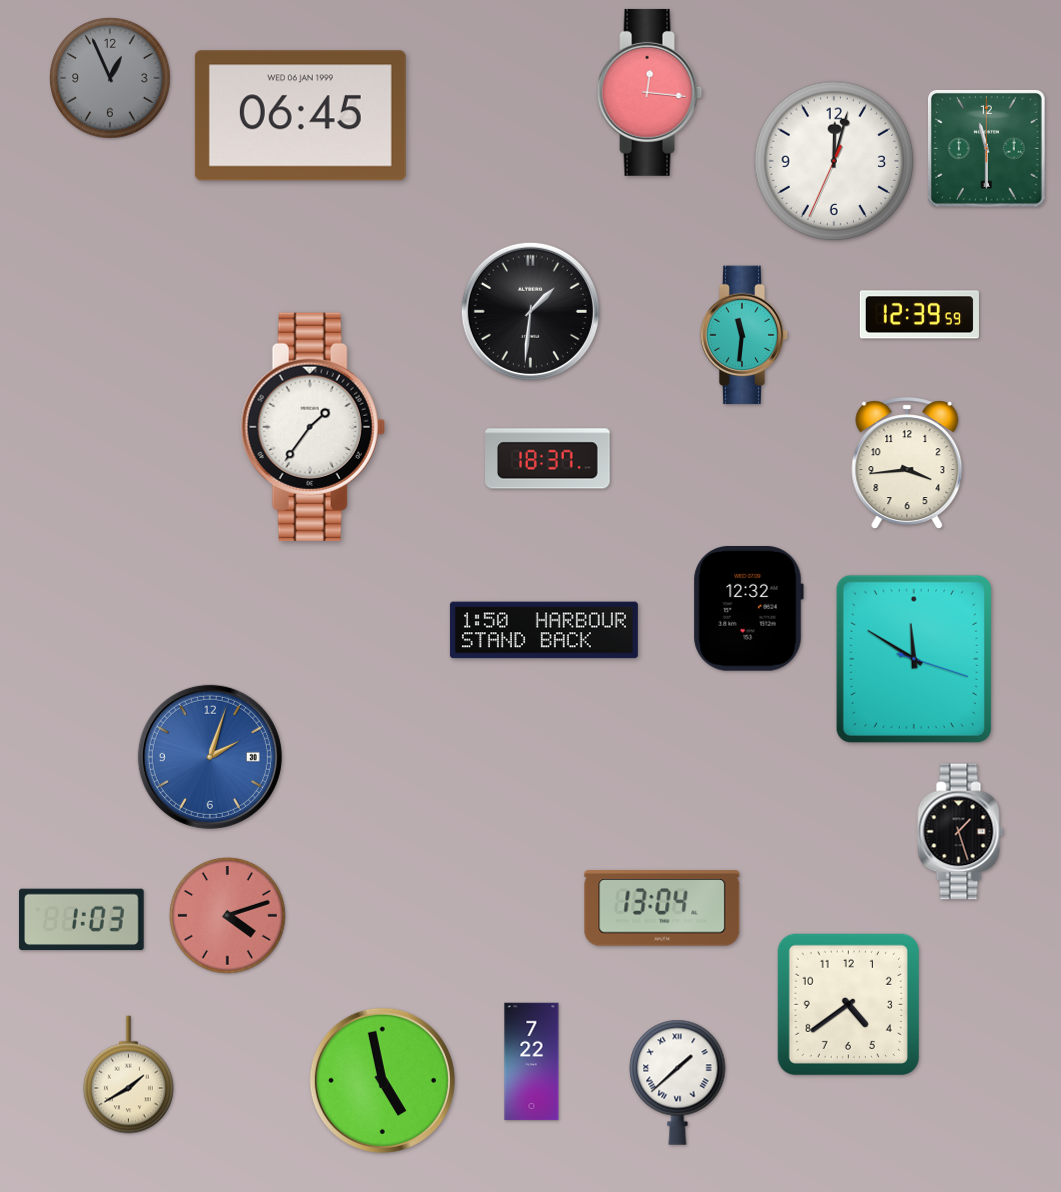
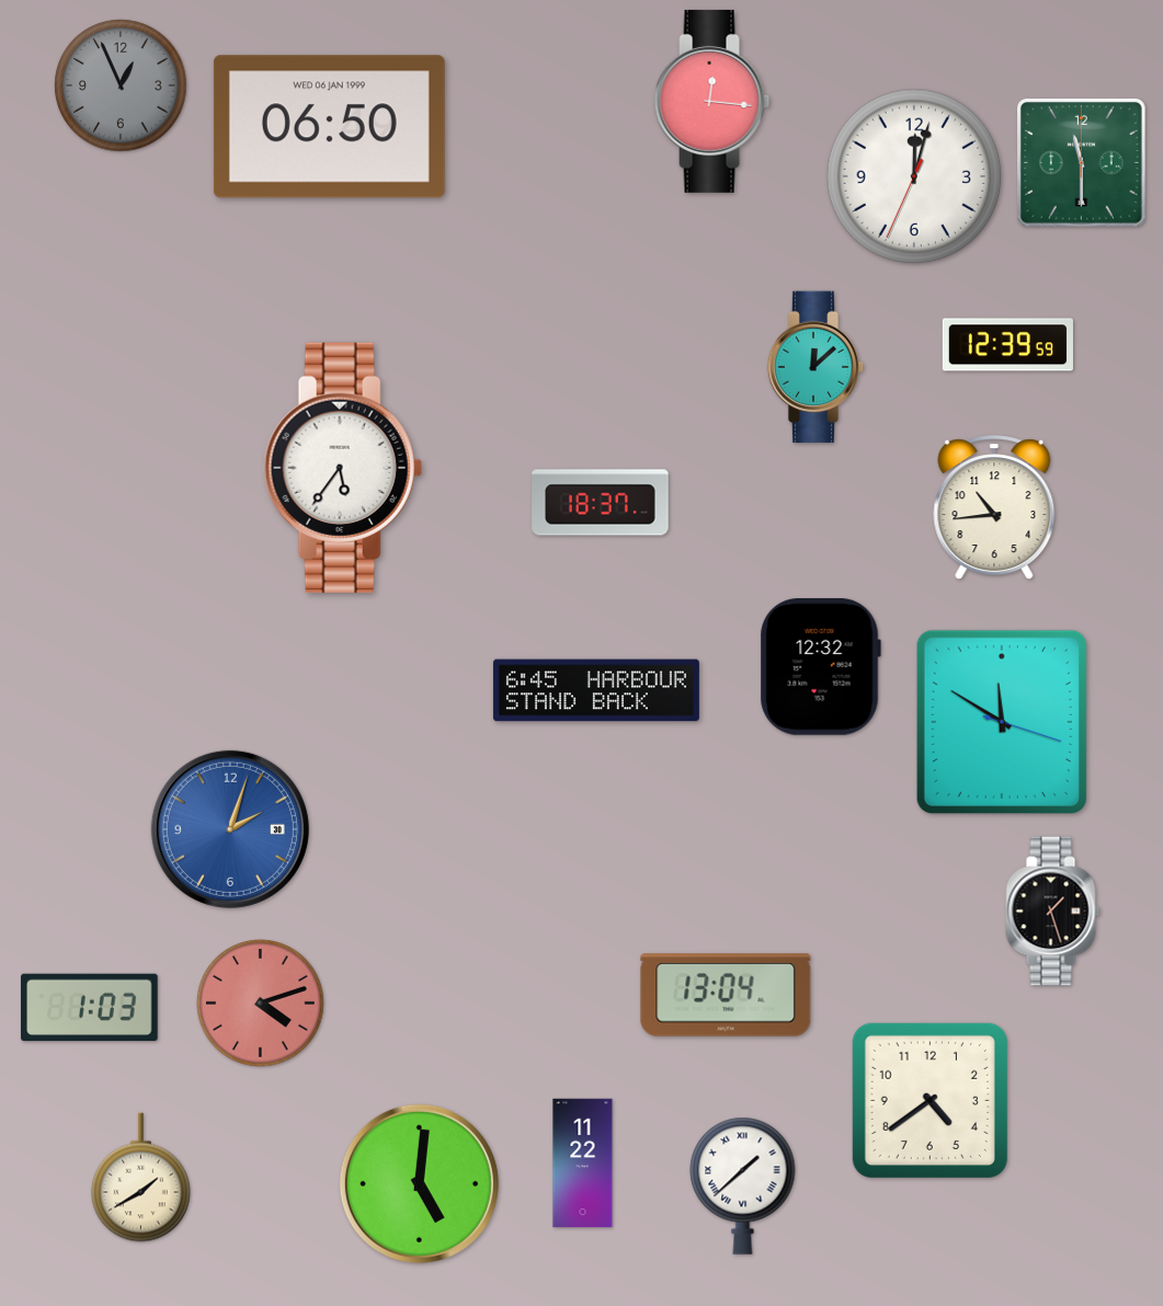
clock at (300, 116): 06:45 -> 06:50
clock at (530, 311): 1:31 -> none
clock at (744, 335): 11:31 -> 12:08
clock at (313, 427): 1:36 -> 5:36
clock at (907, 464): 3:44 -> 10:44
clock at (544, 630): 1:50 -> 6:45
clock at (228, 916) position: (228, 916) -> (261, 1004)
clock at (532, 1062): 7:22 -> 11:22
clock at (382, 1080): 4:58 -> 5:01
